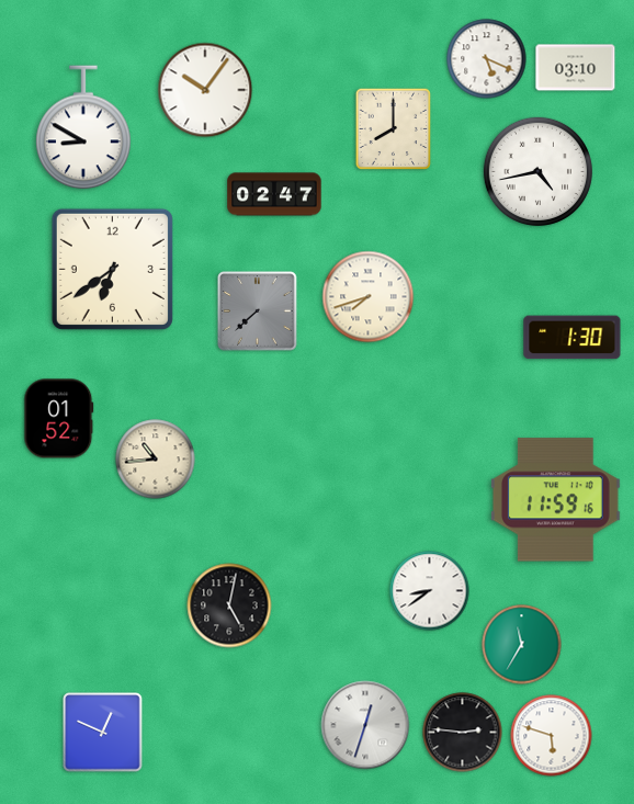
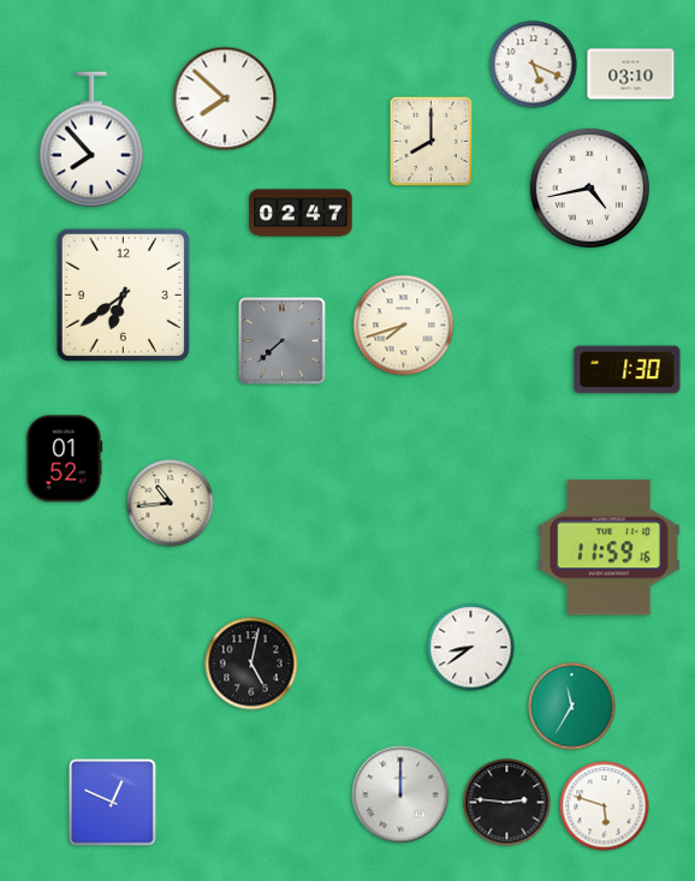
clock at (205, 90): 10:06 -> 7:52
clock at (83, 127): 8:50 -> 7:53
clock at (365, 725): 12:33 -> 12:00
